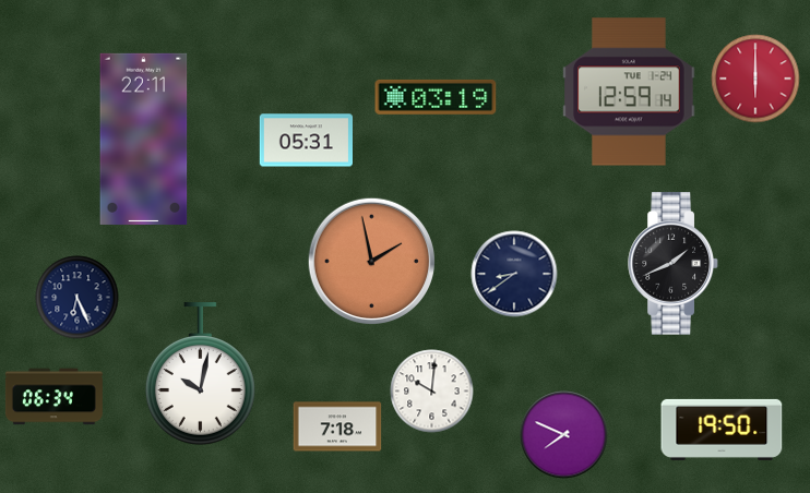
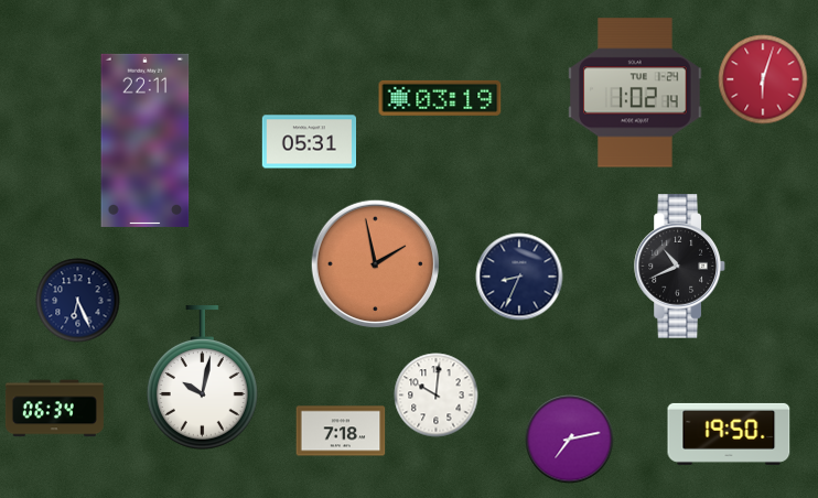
clock at (755, 79): 6:00 -> 6:03
clock at (629, 92): 12:59 -> 1:02
clock at (674, 264): 1:41 -> 10:41
clock at (514, 274): 8:39 -> 8:34
clock at (53, 397) position: (53, 397) -> (54, 409)
clock at (564, 435): 7:49 -> 7:13
